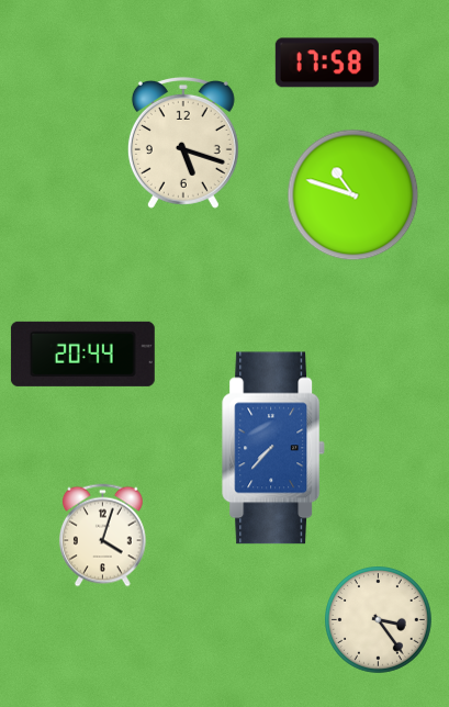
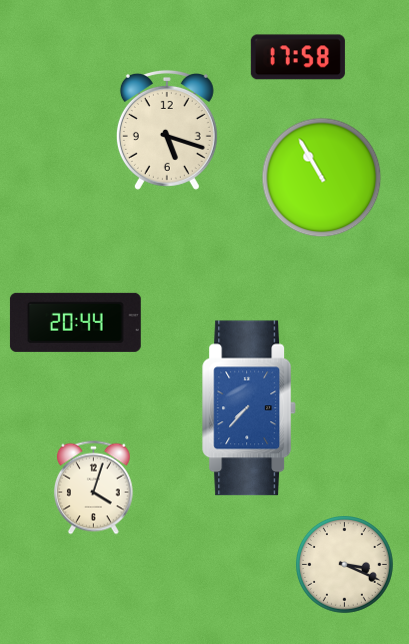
clock at (353, 195): 10:48 -> 10:55
clock at (379, 620): 3:24 -> 3:19
